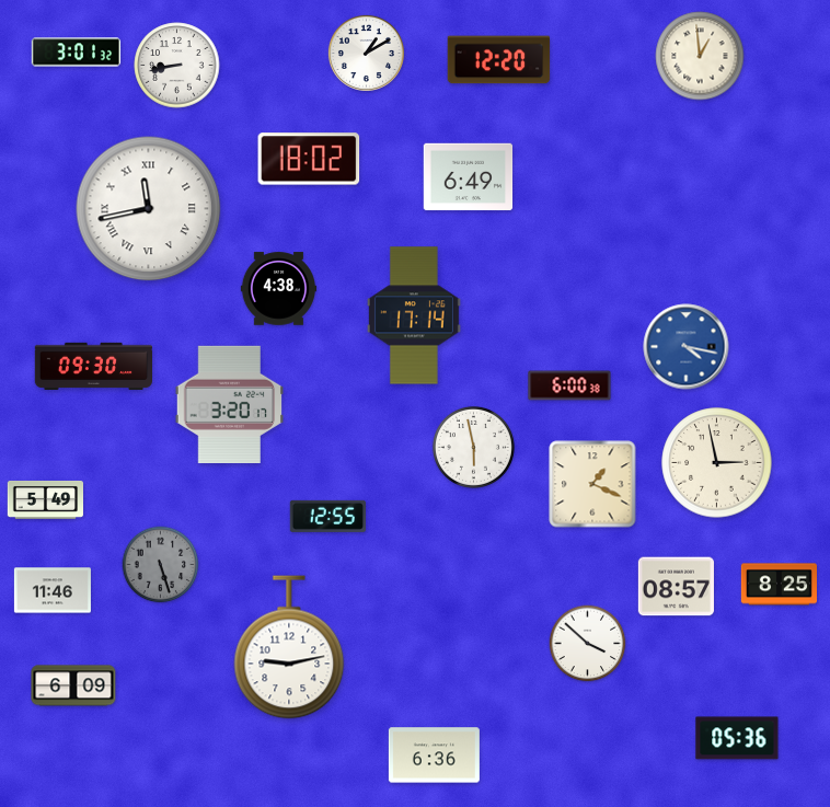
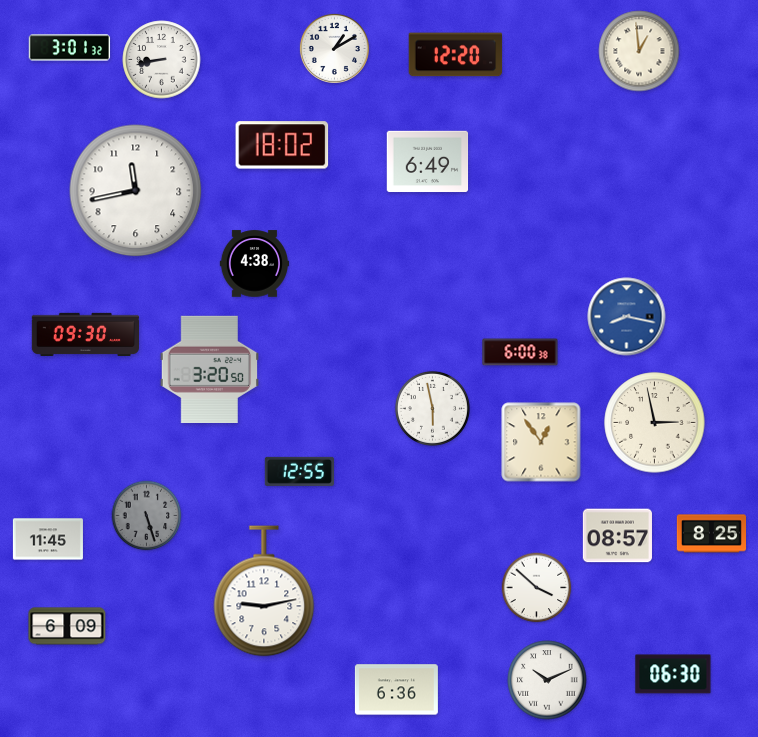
clock at (149, 209) numerals: Roman -> Arabic
clock at (414, 315): 17:14 -> none
clock at (687, 347): 4:17 -> 8:17
clock at (229, 404): 3:20:17 -> 3:20:50
clock at (592, 484): 1:19 -> 12:54
clock at (45, 500): 5:49 -> none
clock at (53, 590): 11:46 -> 11:45
clock at (737, 738): 05:36 -> 06:30
clock at (547, 680): none -> 10:11
